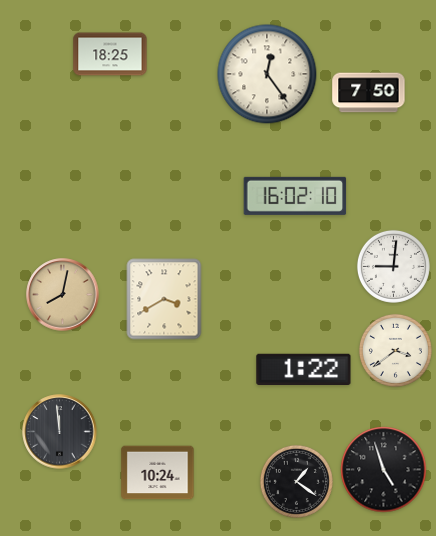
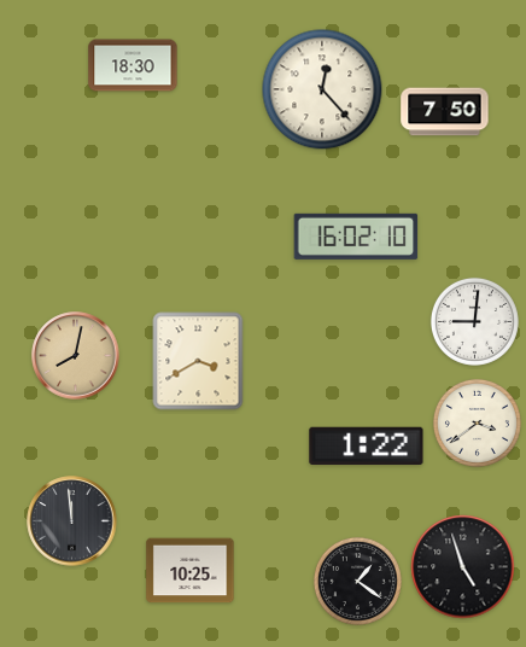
clock at (110, 54): 18:25 -> 18:30
clock at (267, 74): 12:24 -> 12:23
clock at (158, 473): 10:24 -> 10:25
